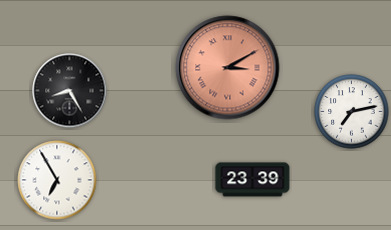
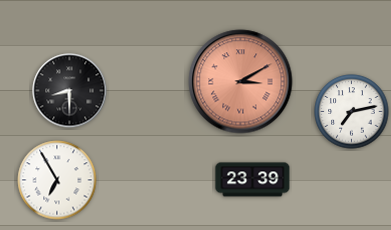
clock at (228, 68) position: (228, 68) -> (241, 82)
clock at (70, 91): 8:25 -> 8:30
